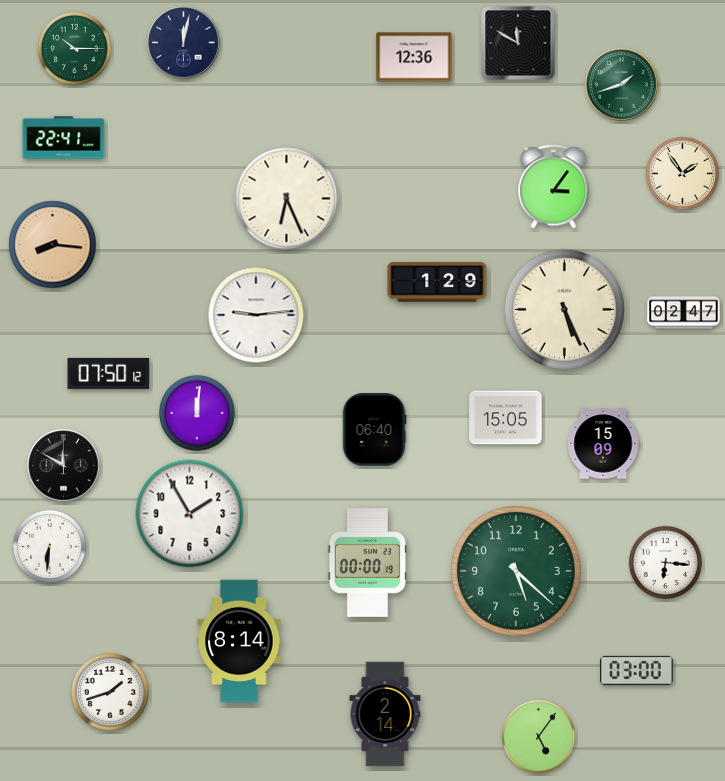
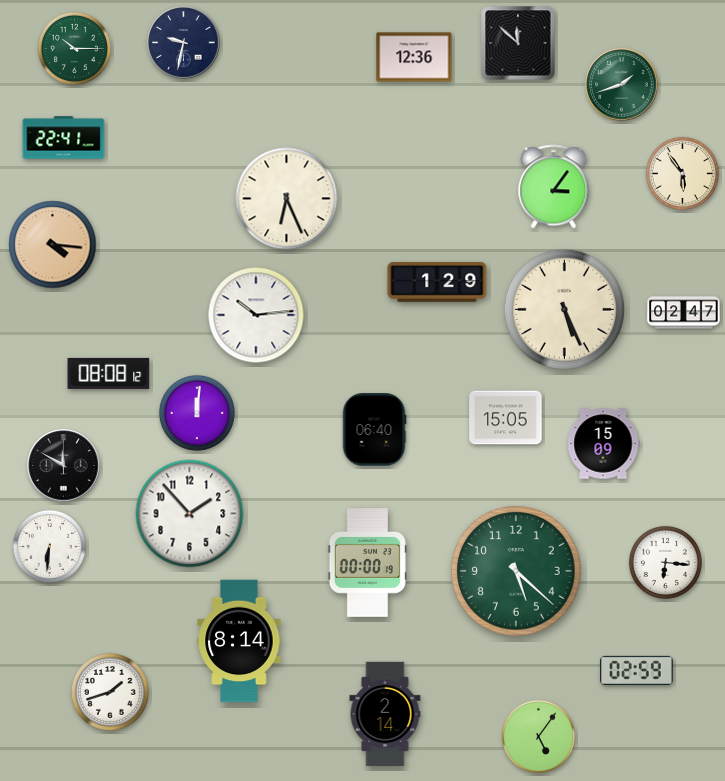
clock at (184, 43): 12:02 -> 9:32
clock at (518, 43): 11:50 -> 11:52
clock at (682, 173): 1:54 -> 5:54
clock at (53, 245): 8:16 -> 4:16
clock at (256, 315): 9:14 -> 10:14
clock at (109, 373): 07:50 -> 08:08
clock at (190, 514): 1:55 -> 1:53
clock at (637, 670): 03:00 -> 02:59
